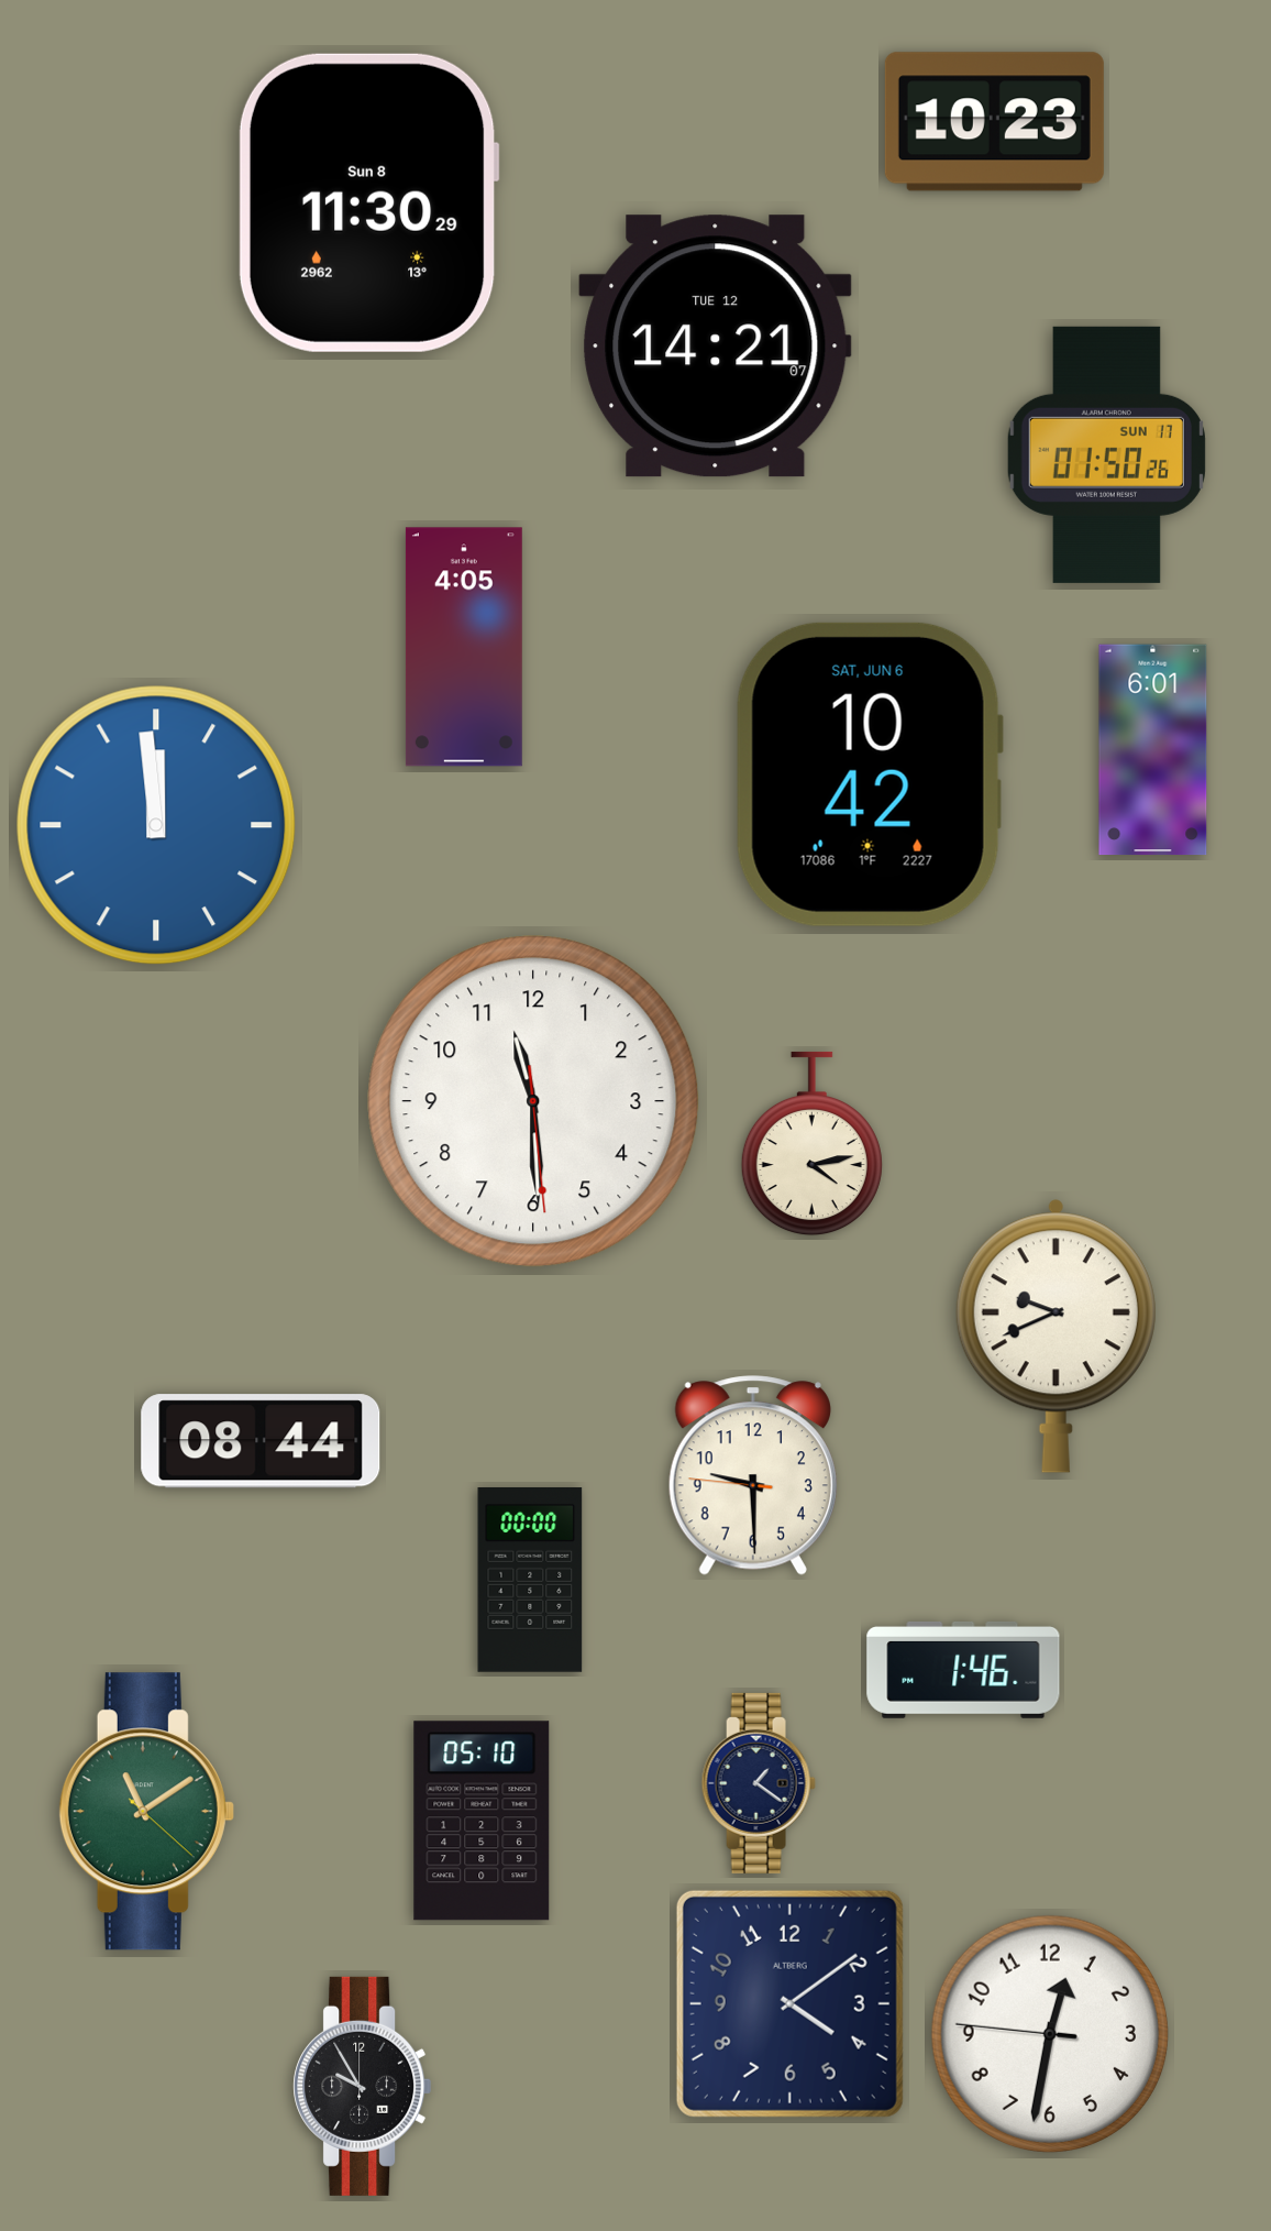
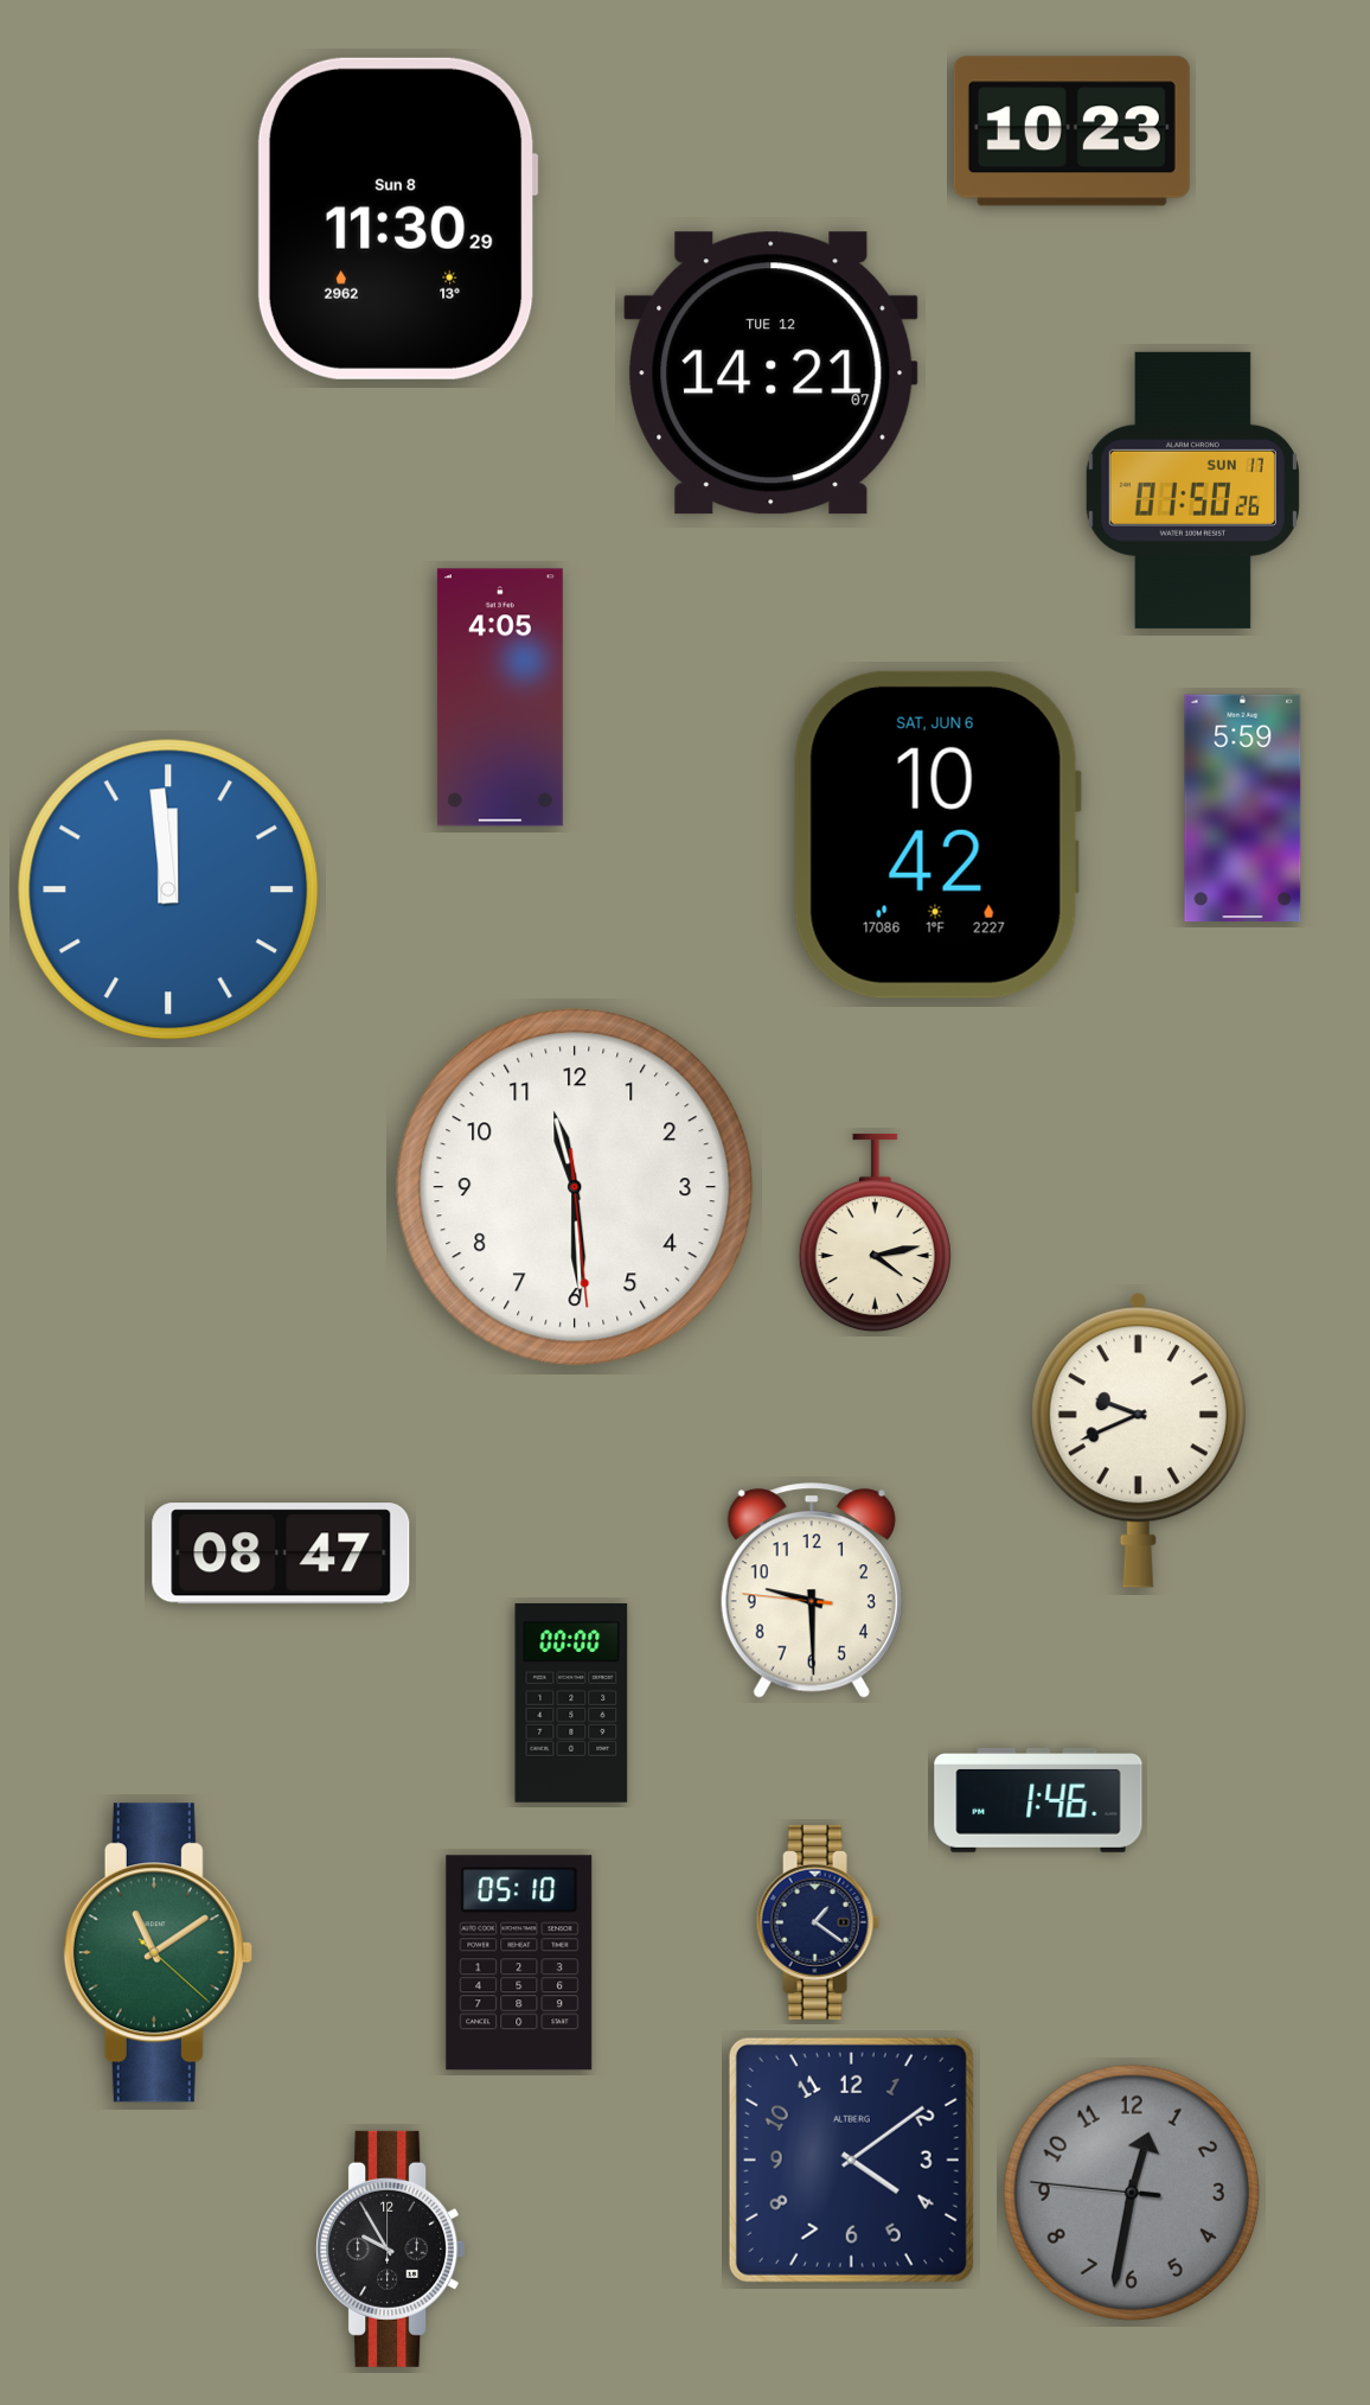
clock at (1153, 750): 6:01 -> 5:59
clock at (261, 1441): 08:44 -> 08:47
clock at (1049, 2033) dial: white -> grey
